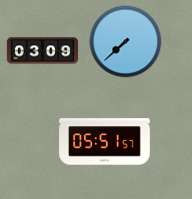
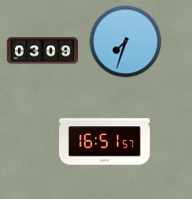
clock at (126, 42): 7:38 -> 7:33
clock at (105, 142): 05:51 -> 16:51
